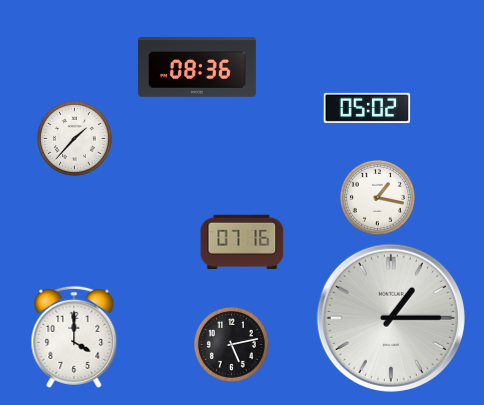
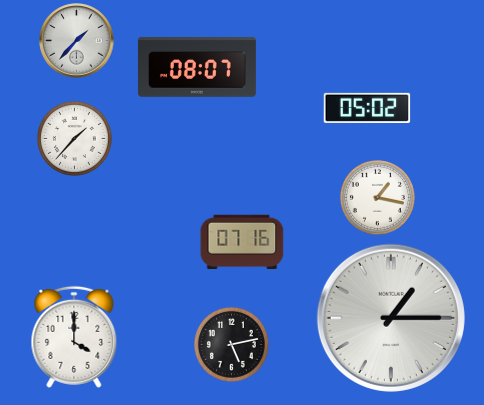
clock at (77, 41): none -> 1:37
clock at (197, 67): 08:36 -> 08:07
